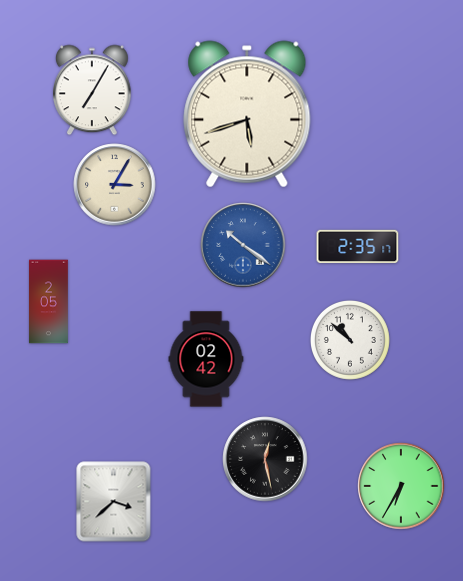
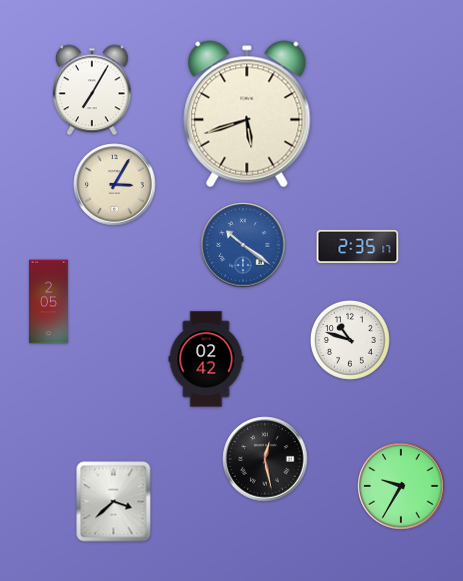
clock at (350, 340): 10:52 -> 10:48
clock at (401, 486): 6:35 -> 9:35
